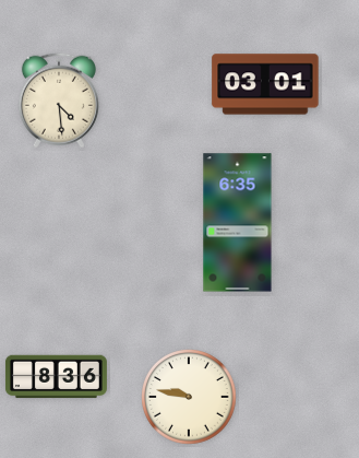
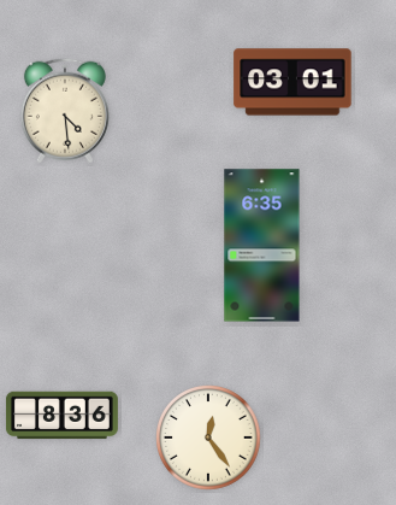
clock at (265, 84) position: (265, 84) -> (292, 82)
clock at (189, 397): 9:47 -> 12:24
